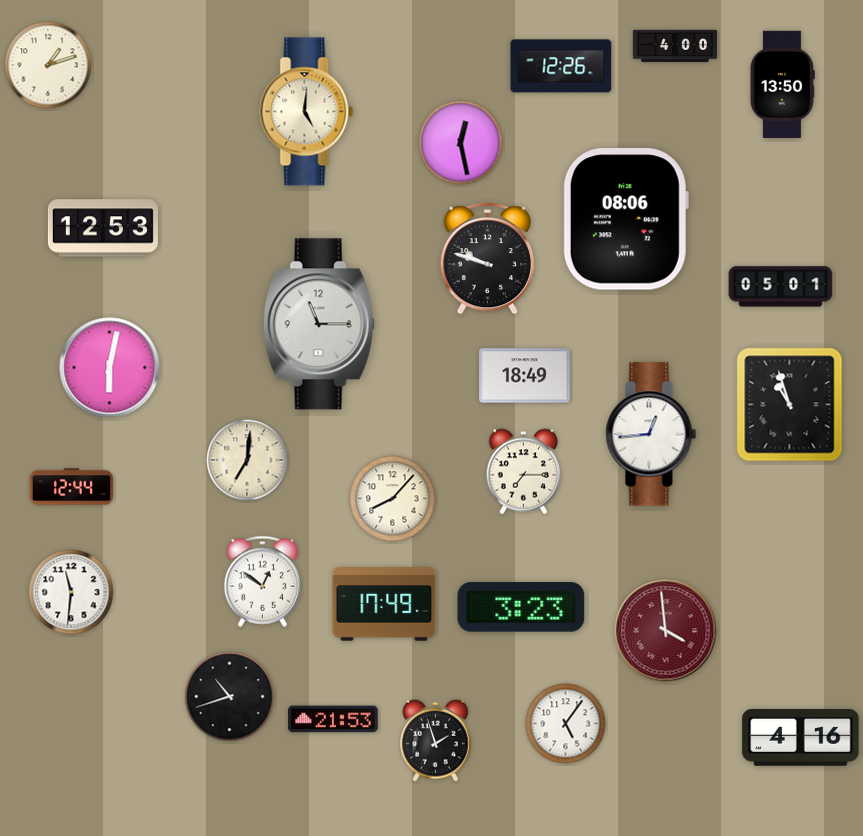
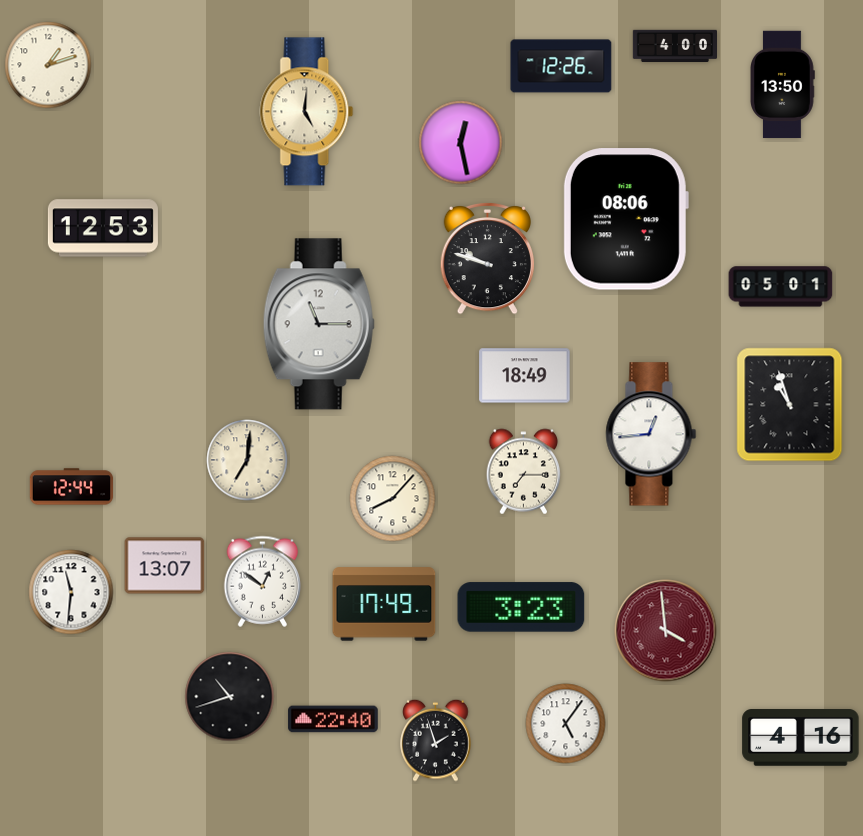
clock at (110, 368): 6:02 -> none
clock at (165, 566): none -> 13:07
clock at (333, 719): 21:53 -> 22:40
